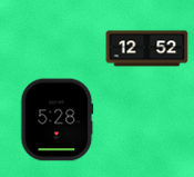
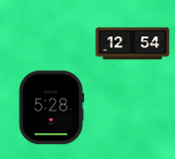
clock at (147, 49): 12:52 -> 12:54
